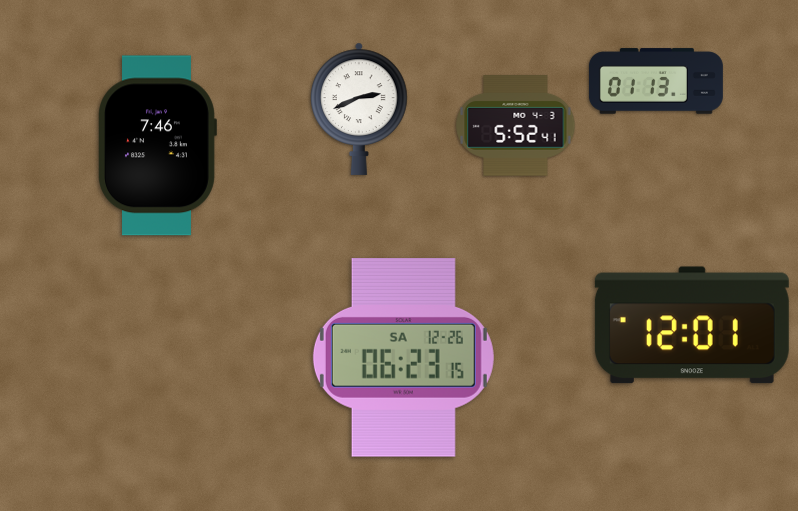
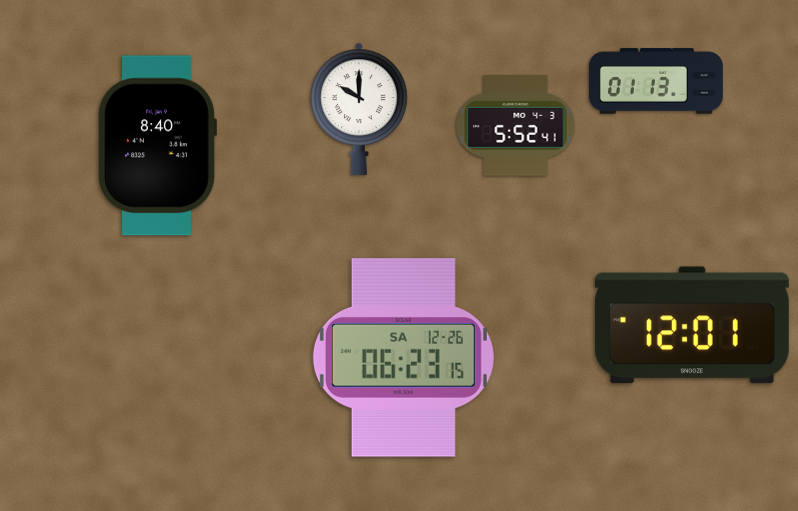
clock at (360, 109): 2:41 -> 10:00
clock at (158, 146): 7:46 -> 8:40
